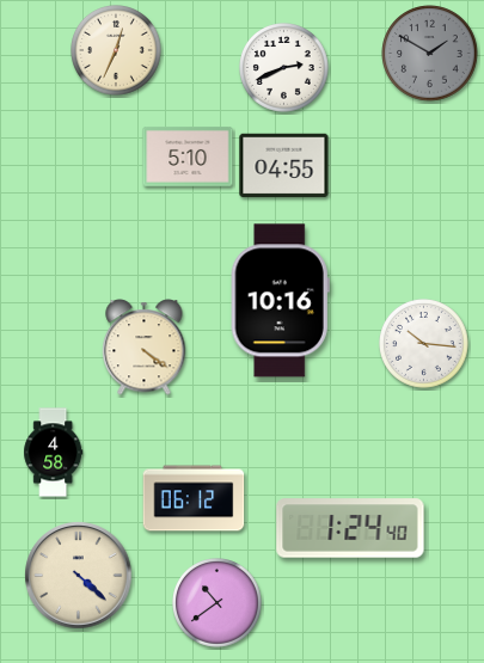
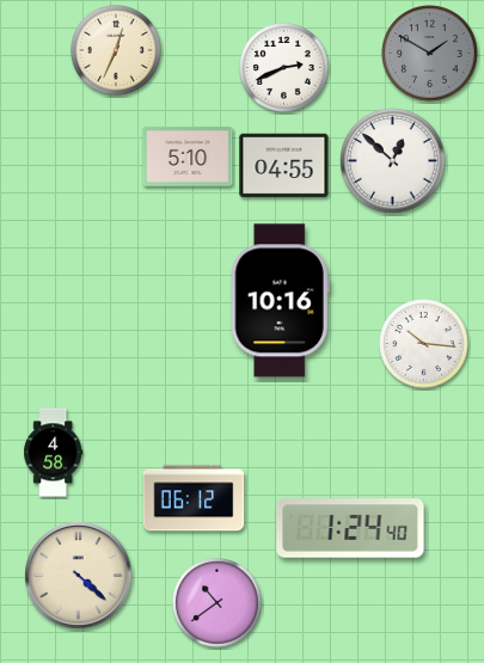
clock at (393, 161): none -> 12:52
clock at (145, 348): 4:21 -> none
